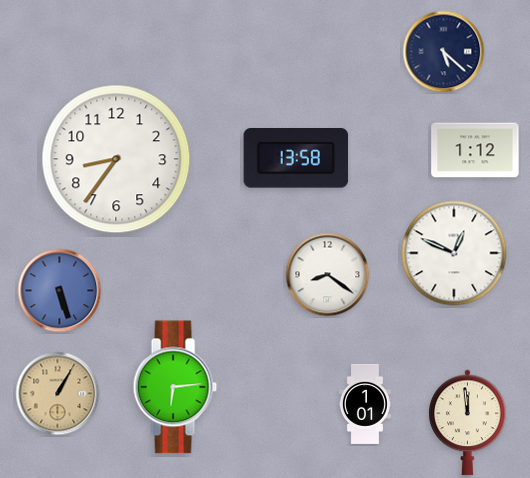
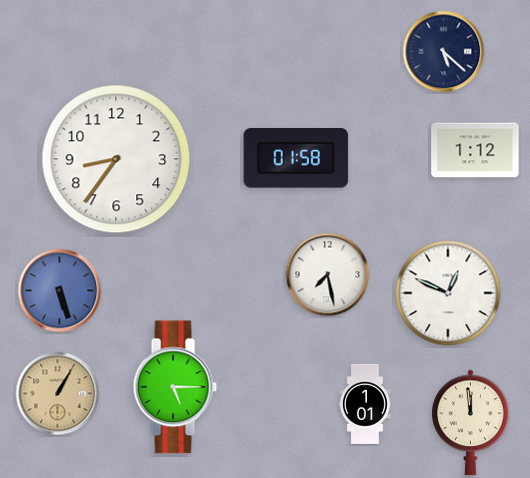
clock at (296, 159): 13:58 -> 01:58
clock at (454, 253) position: (454, 253) -> (448, 293)
clock at (328, 275): 8:21 -> 7:28
clock at (175, 387): 6:14 -> 5:15
clock at (468, 423) position: (468, 423) -> (471, 423)
